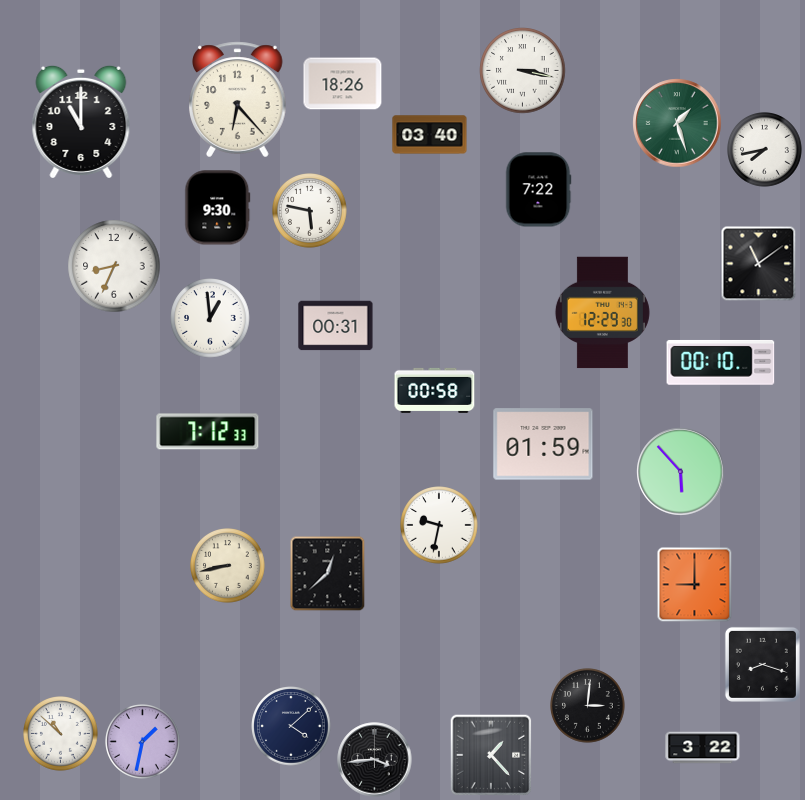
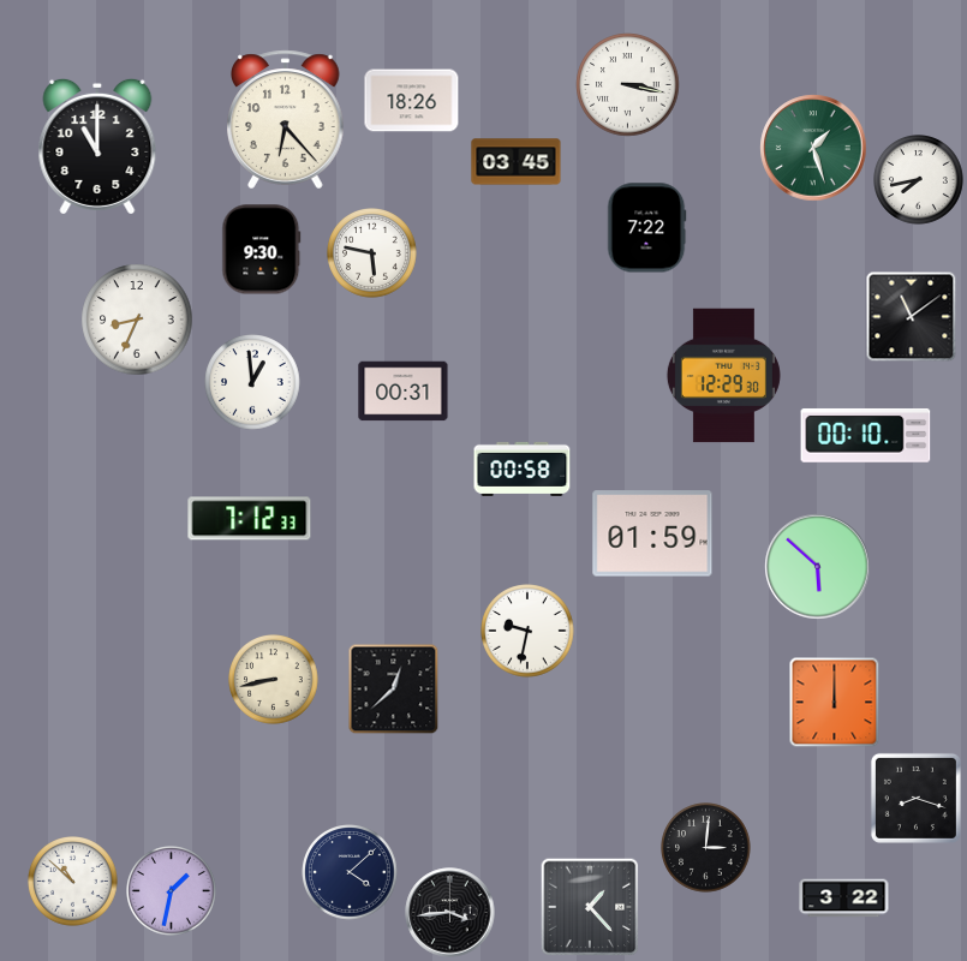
clock at (430, 135): 03:40 -> 03:45
clock at (681, 472): 5:53 -> 5:52
clock at (695, 585): 9:00 -> 12:00
